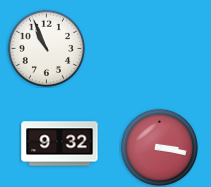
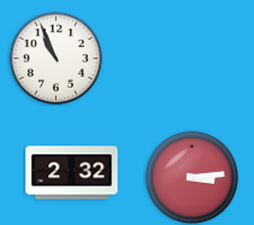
clock at (60, 144): 9:32 -> 2:32
clock at (159, 147): 3:17 -> 3:14
